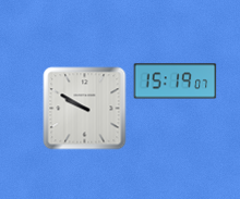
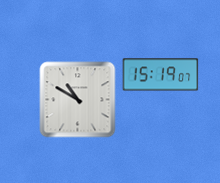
clock at (85, 109): 9:50 -> 10:50
